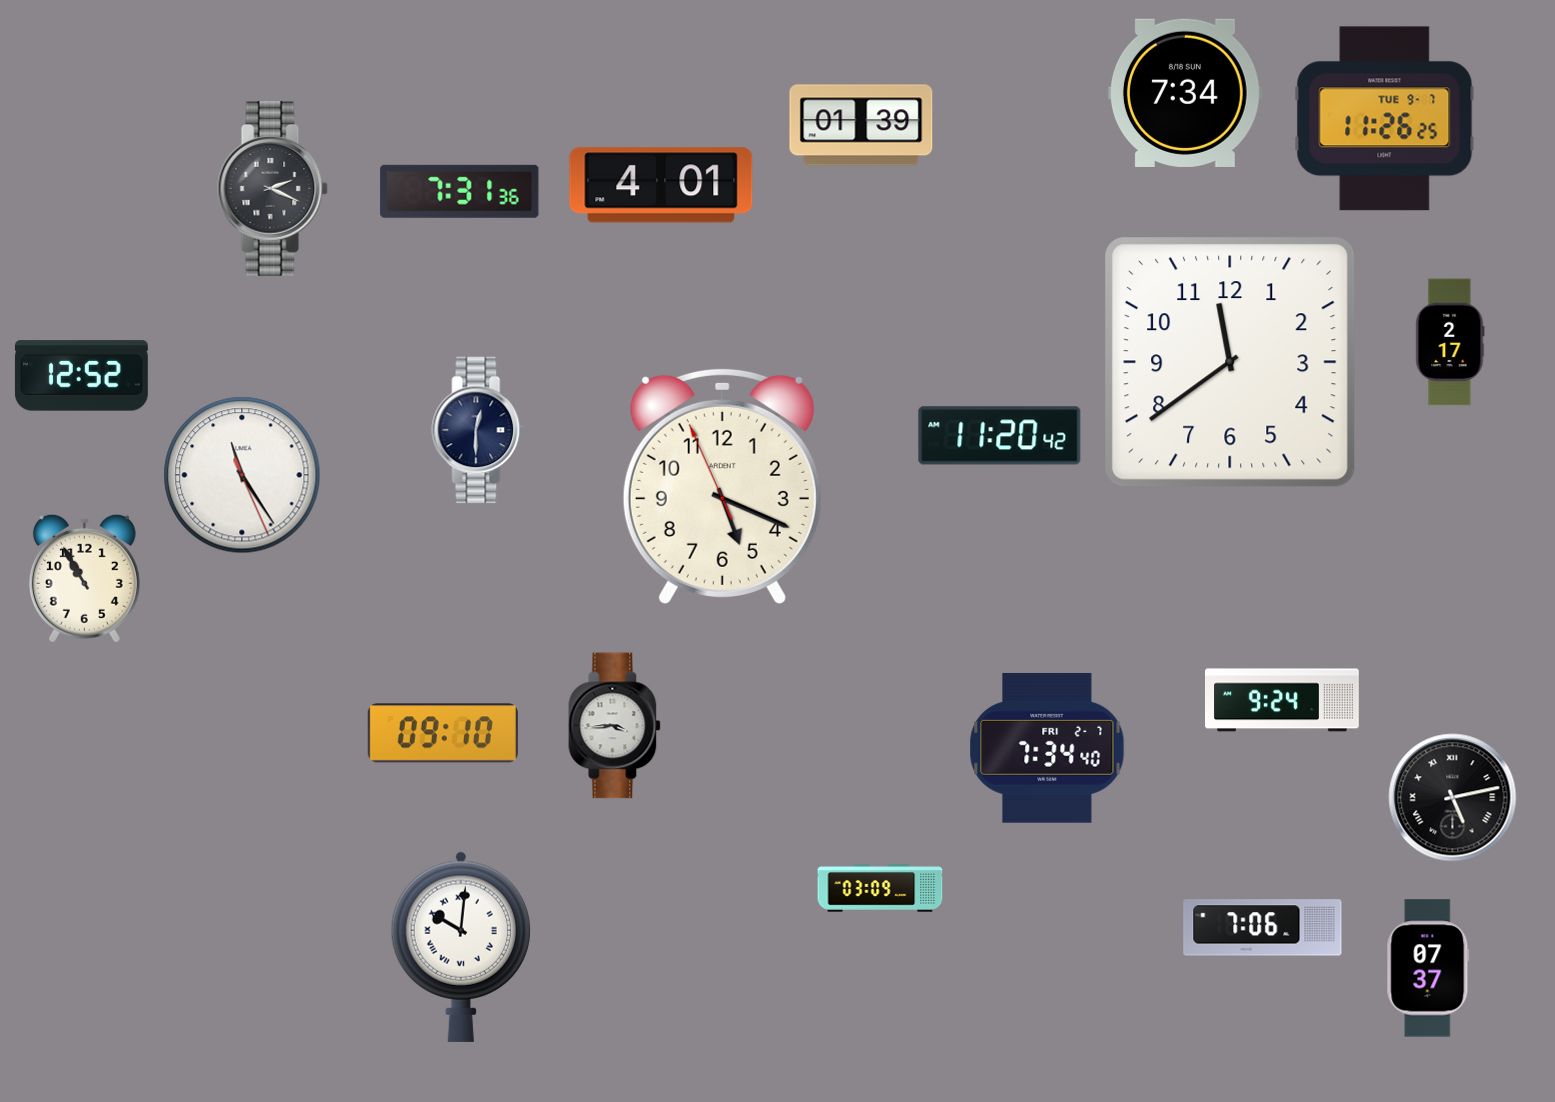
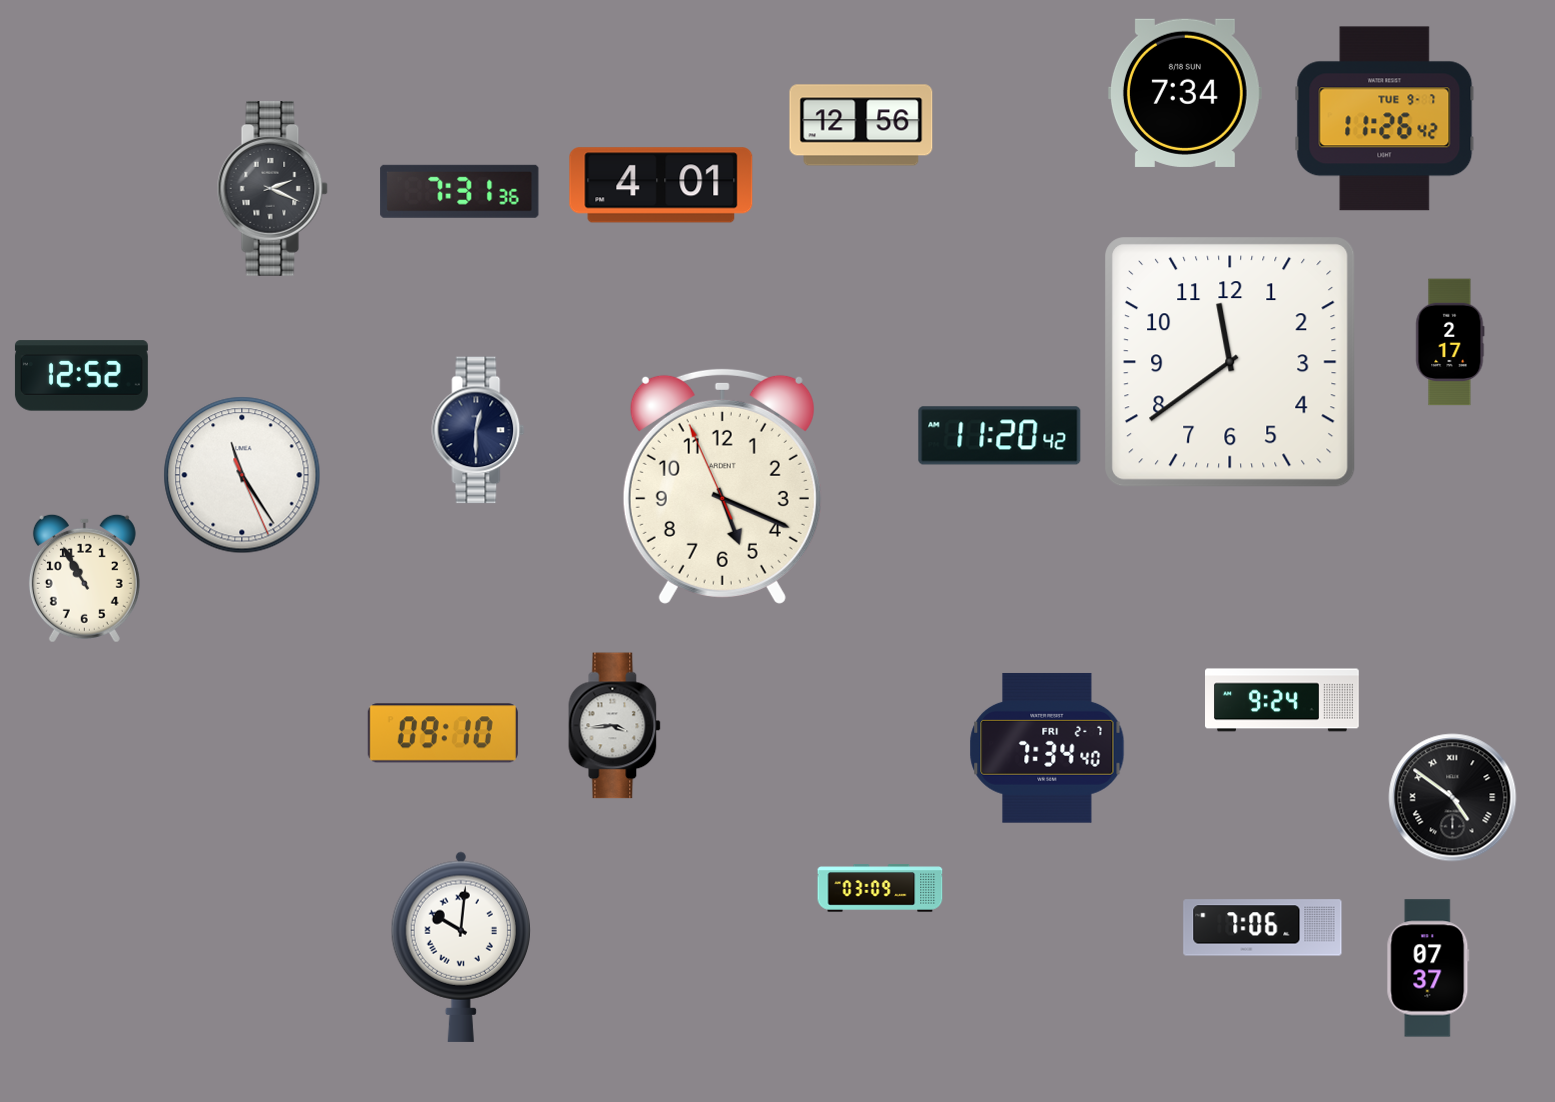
clock at (1385, 119): 11:26:25 -> 11:26:42
clock at (861, 125): 01:39 -> 12:56
clock at (1453, 798): 5:13 -> 4:51
